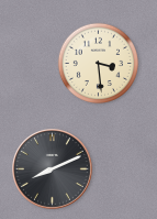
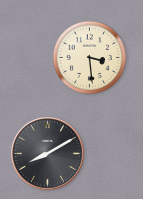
clock at (53, 169): 8:11 -> 8:10
